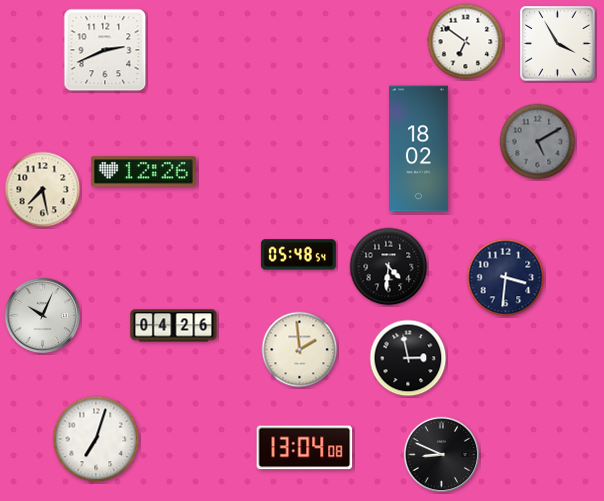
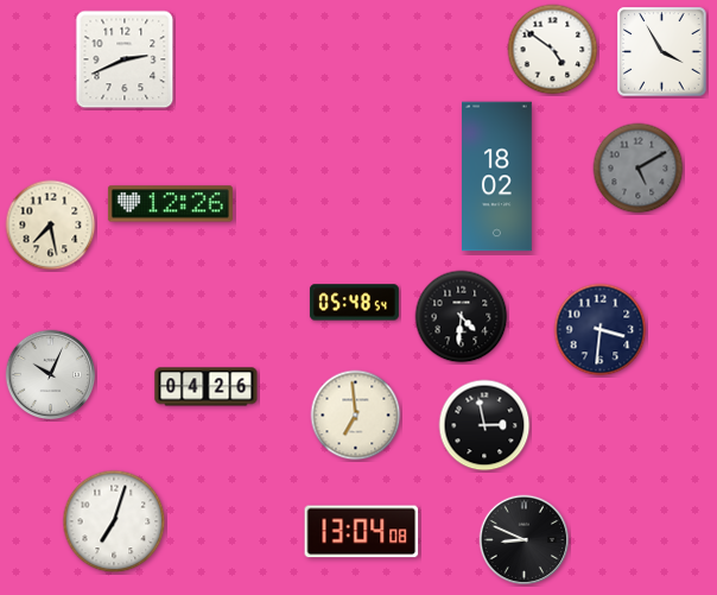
clock at (466, 42): 6:51 -> 4:51
clock at (300, 350): 1:59 -> 6:59
